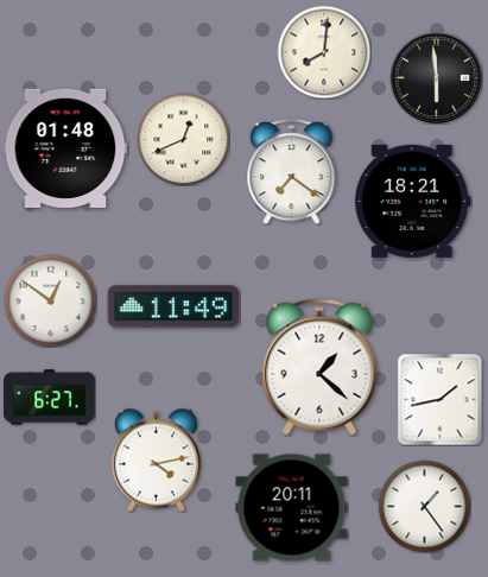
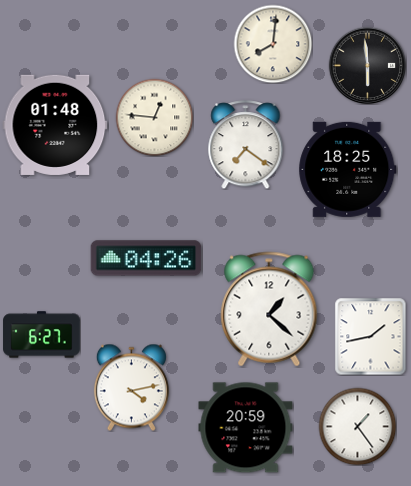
clock at (183, 139): 12:41 -> 12:46
clock at (413, 201): 18:21 -> 18:25
clock at (50, 300): 12:51 -> none
clock at (173, 306): 11:49 -> 04:26
clock at (292, 508): 20:11 -> 20:59
